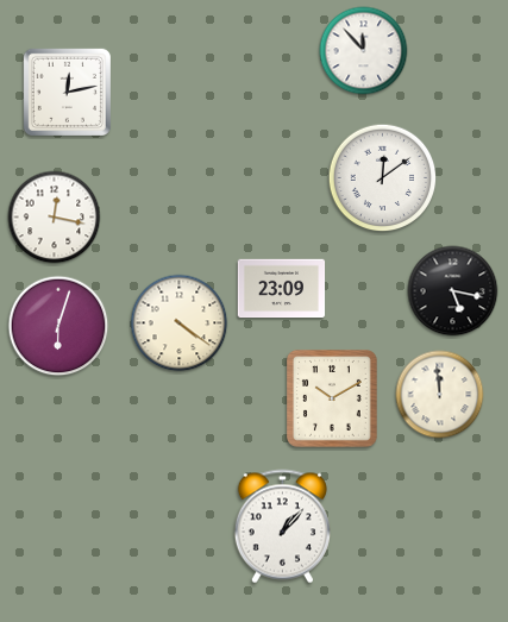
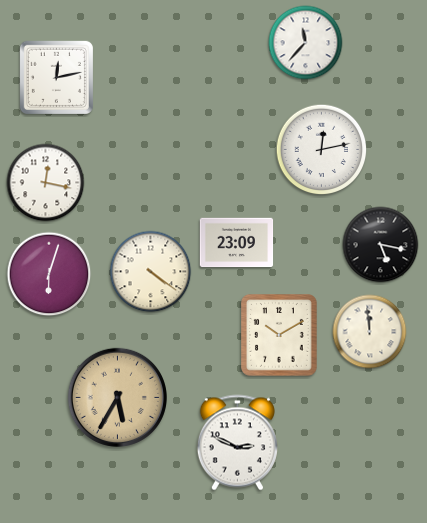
clock at (364, 51): 11:53 -> 11:37
clock at (383, 178): 12:09 -> 12:13
clock at (117, 397): none -> 5:35
clock at (282, 527): 1:07 -> 2:49
